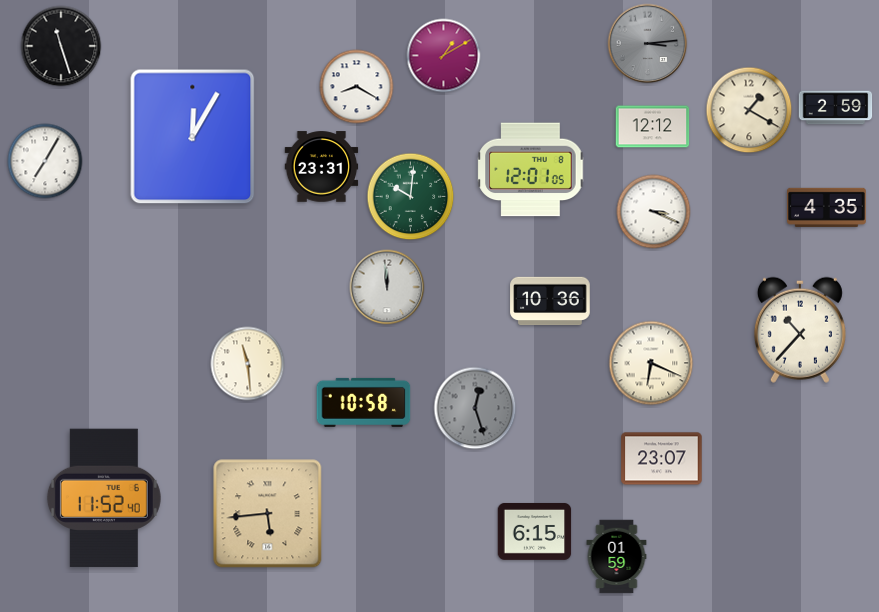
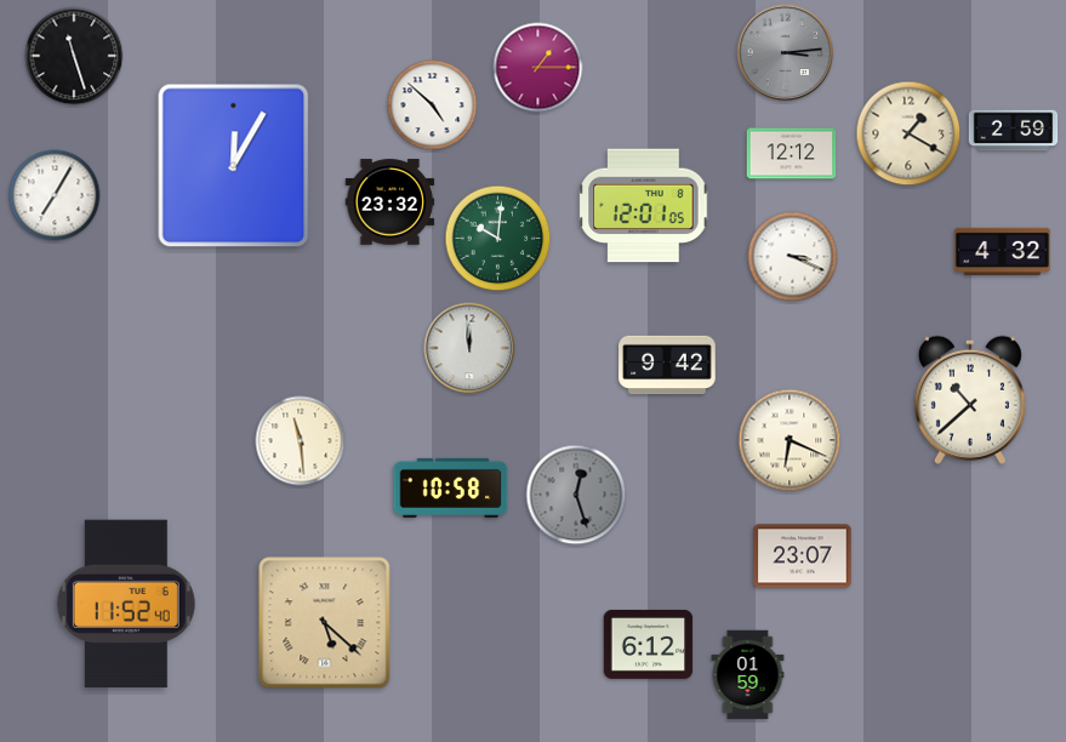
clock at (444, 56): 1:10 -> 1:15
clock at (357, 87): 8:20 -> 4:52
clock at (322, 167): 23:31 -> 23:32
clock at (827, 207): 4:35 -> 4:32
clock at (550, 301): 10:36 -> 9:42
clock at (800, 330): 10:37 -> 10:38
clock at (364, 402) position: (364, 402) -> (451, 487)
clock at (268, 514): 5:44 -> 5:22
clock at (535, 531): 6:15 -> 6:12
